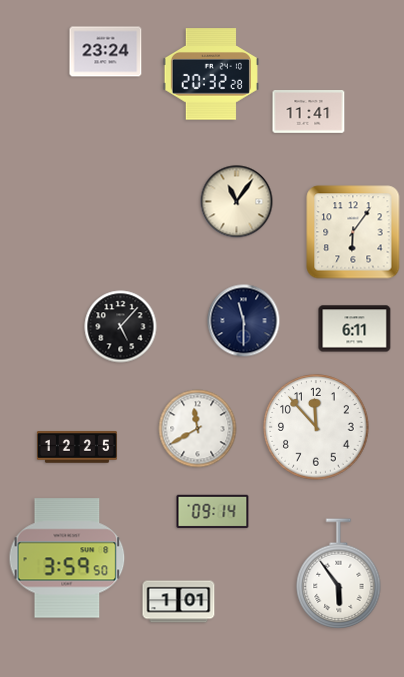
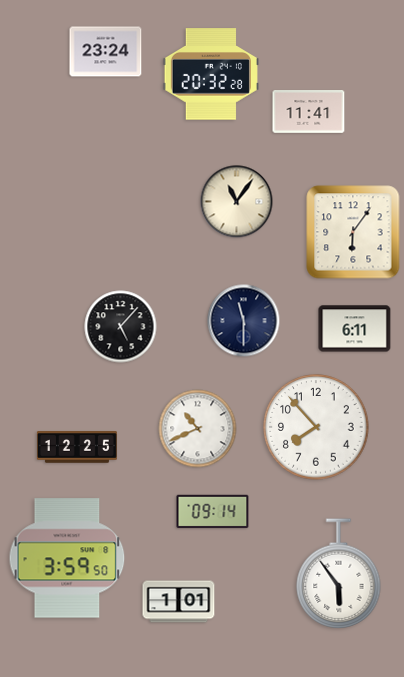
clock at (316, 427): 11:53 -> 7:53
clock at (198, 429): 11:40 -> 10:41
